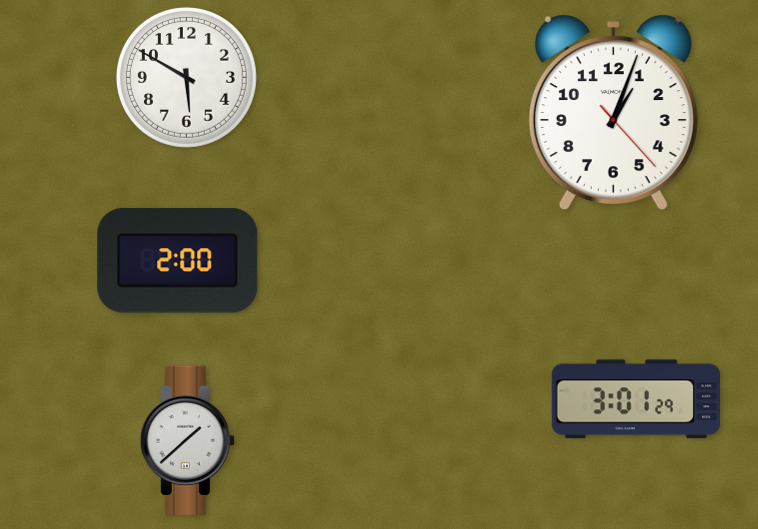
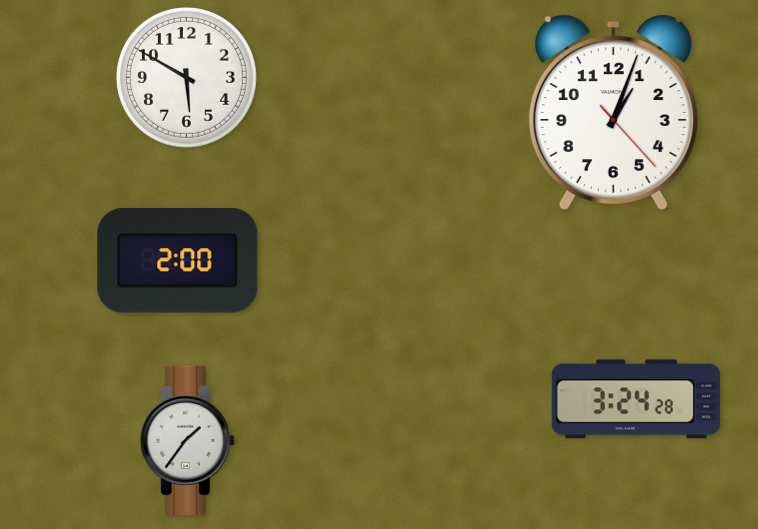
clock at (636, 399): 3:01 -> 3:24
clock at (187, 440): 1:38 -> 1:36
